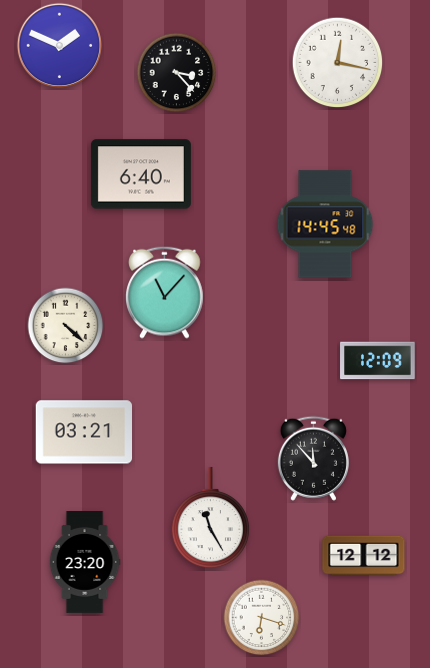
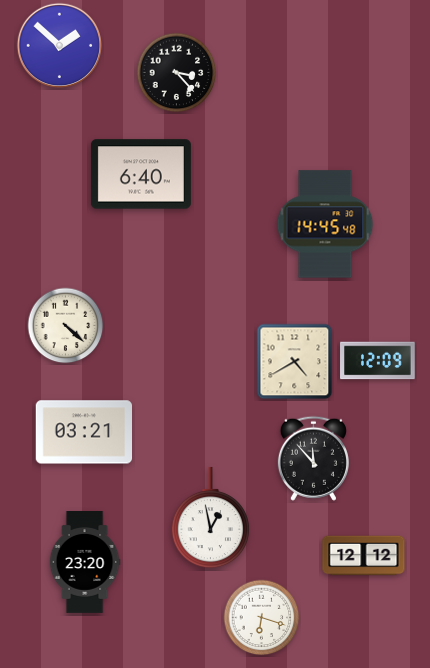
clock at (60, 46): 1:49 -> 1:52
clock at (338, 63): 12:17 -> none
clock at (165, 292): 11:07 -> none
clock at (295, 362): none -> 4:40
clock at (210, 518): 11:25 -> 12:58
